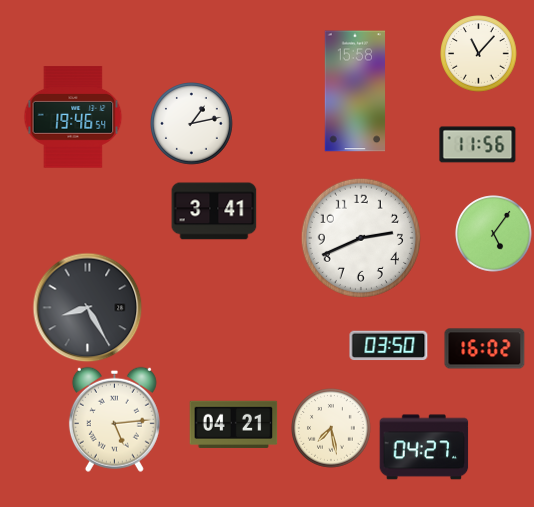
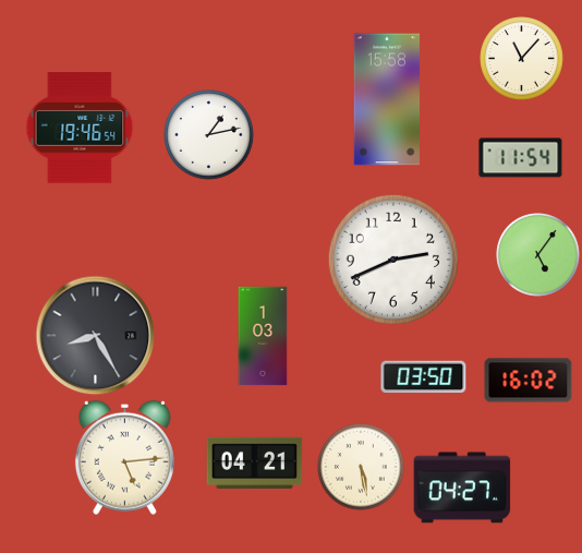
clock at (478, 145): 11:56 -> 11:54
clock at (214, 211): 3:41 -> none
clock at (263, 336): none -> 1:03
clock at (331, 428): 7:28 -> 5:28
